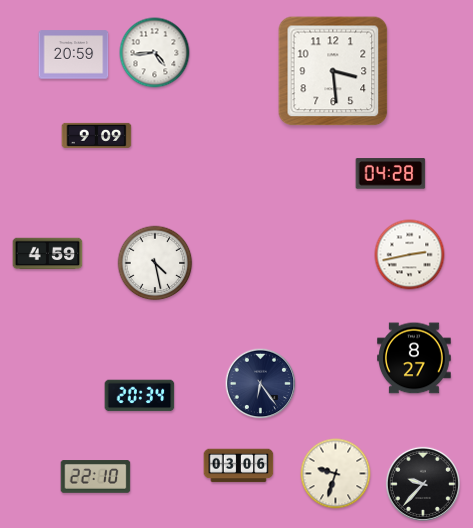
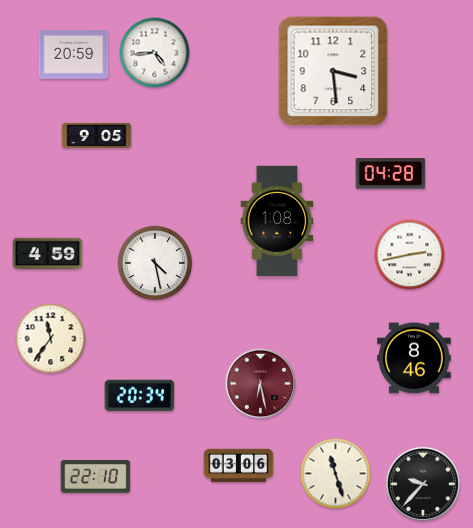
clock at (97, 135): 9:09 -> 9:05
clock at (277, 221): none -> 1:08
clock at (51, 339): none -> 11:36
clock at (415, 358): 8:27 -> 8:46
clock at (261, 384): 6:24 -> 6:28
clock at (261, 384) dial: navy -> burgundy
clock at (336, 474): 9:33 -> 11:27
